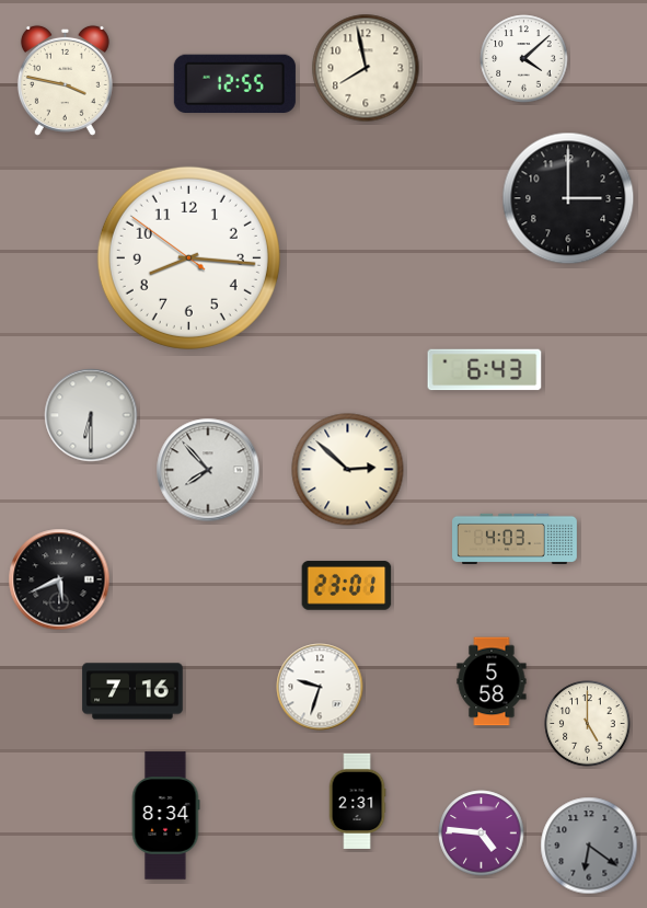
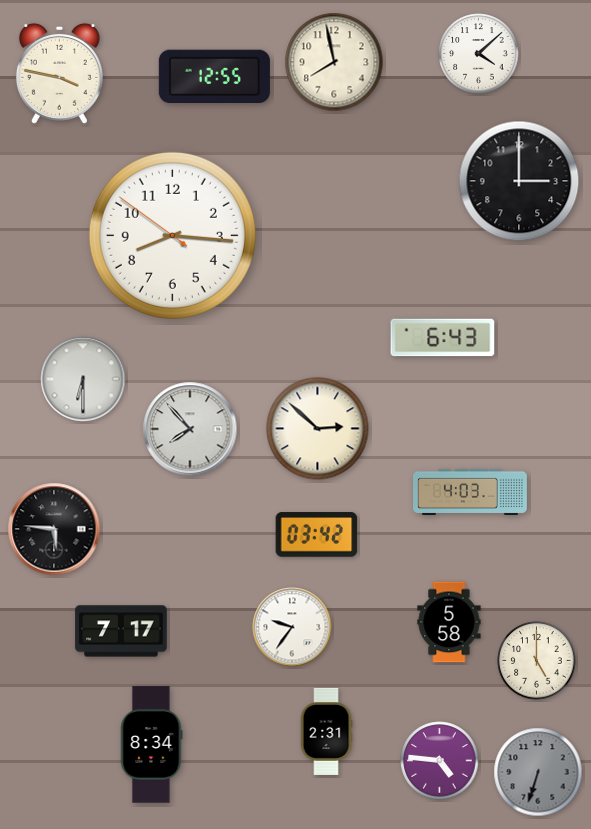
clock at (59, 579): 5:41 -> 5:46
clock at (347, 586): 23:01 -> 03:42
clock at (320, 687): 9:33 -> 9:36
clock at (132, 691): 7:16 -> 7:17
clock at (589, 846): 6:21 -> 6:33
